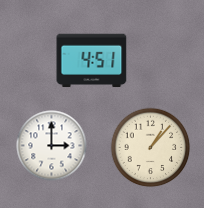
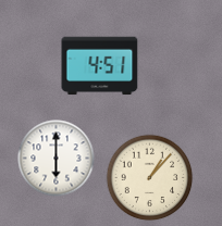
clock at (52, 146): 3:00 -> 6:00
clock at (151, 148) position: (151, 148) -> (150, 178)
